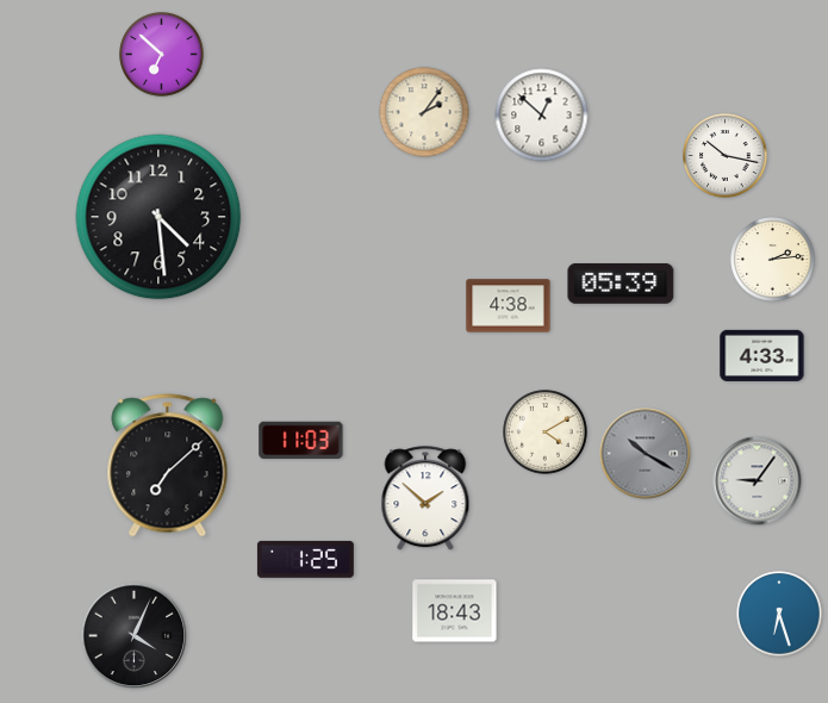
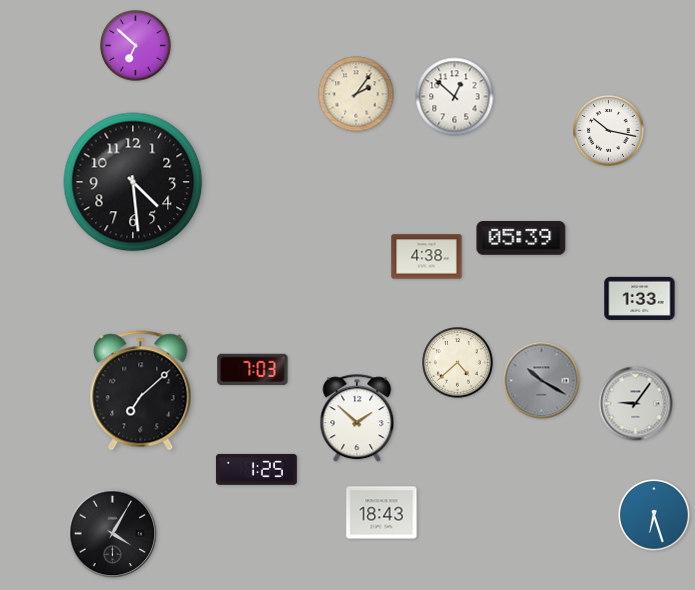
clock at (773, 260): 2:14 -> none
clock at (762, 355): 4:33 -> 1:33
clock at (546, 433): 4:10 -> 4:38
clock at (301, 440): 11:03 -> 7:03
clock at (135, 636): 4:04 -> 4:05
